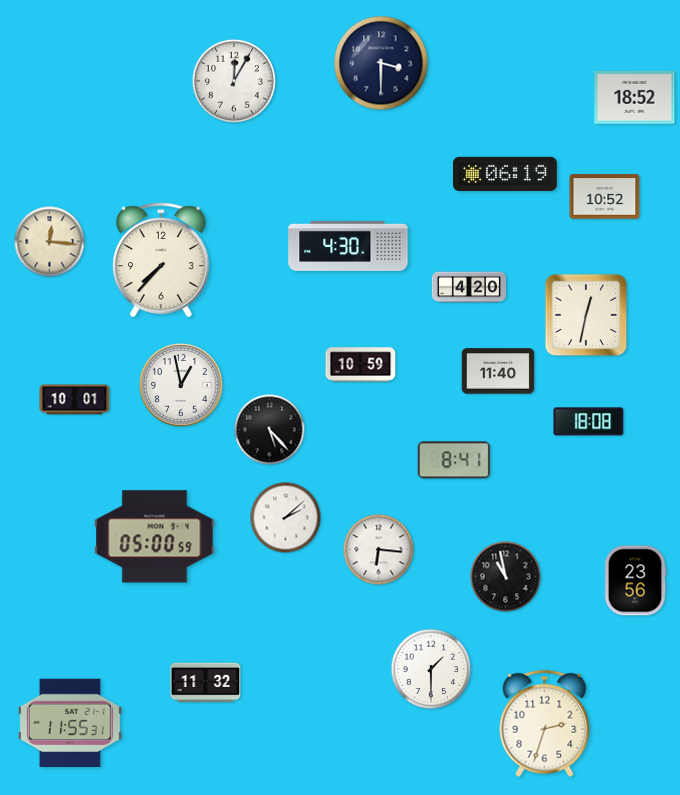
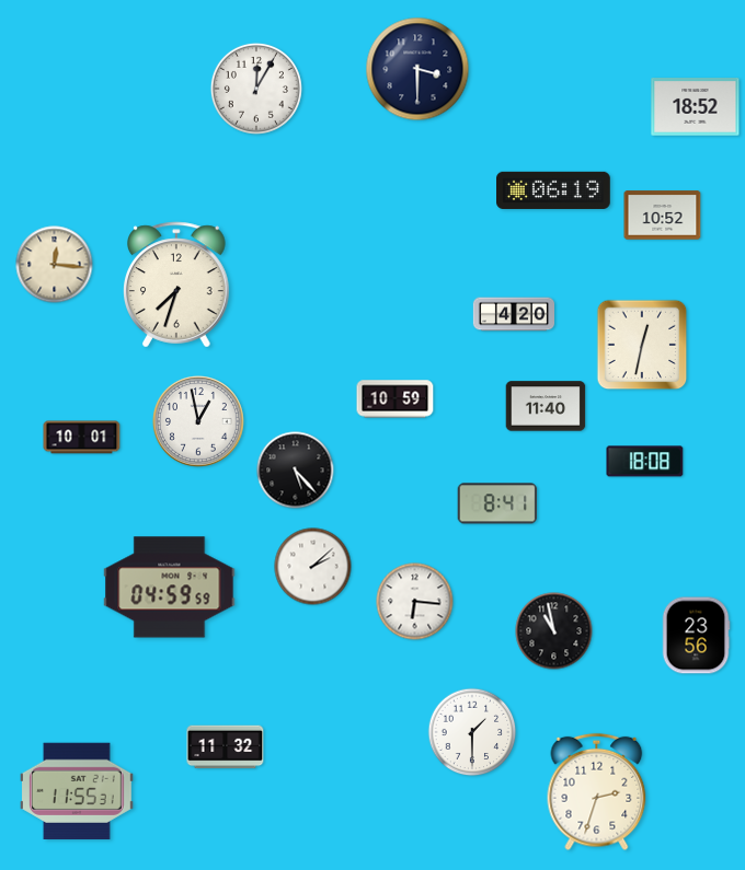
clock at (348, 246): 4:30 -> none
clock at (161, 260): 7:37 -> 7:33
clock at (155, 537): 05:00 -> 04:59
